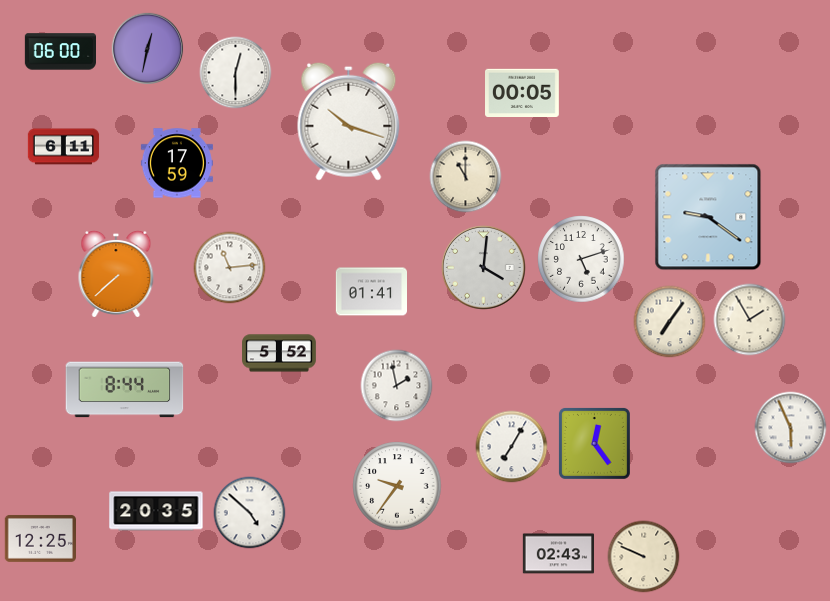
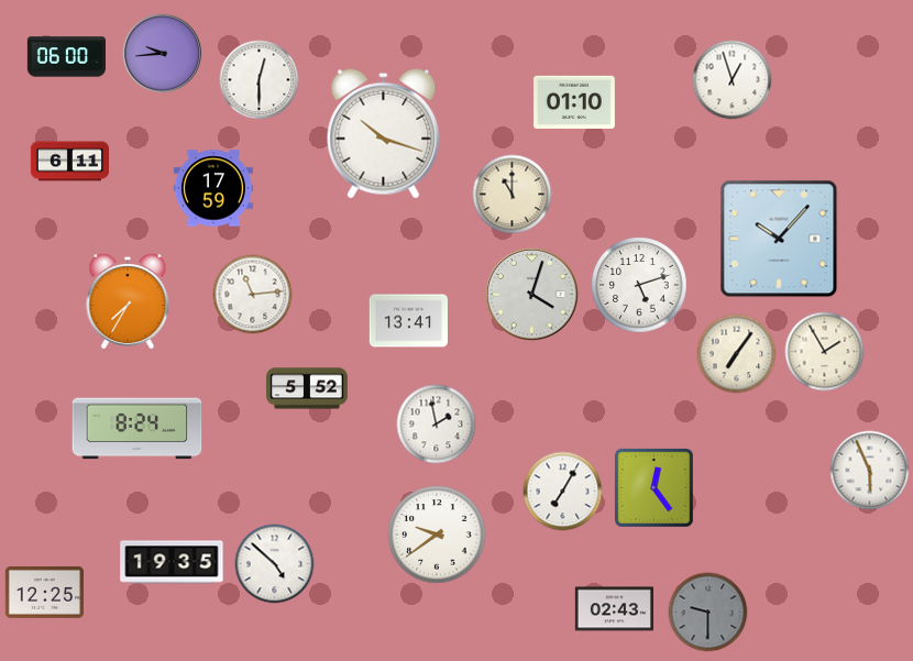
clock at (148, 49): 12:32 -> 9:44
clock at (733, 80): none -> 12:57
clock at (523, 92): 00:05 -> 01:10
clock at (177, 163) position: (177, 163) -> (213, 188)
clock at (708, 217): 9:21 -> 10:07
clock at (484, 268): 4:01 -> 4:03
clock at (116, 274): 7:38 -> 7:35
clock at (371, 292): 01:41 -> 13:41
clock at (125, 390): 8:44 -> 8:24
clock at (397, 486): 9:36 -> 9:39
clock at (156, 511): 20:35 -> 19:35
clock at (644, 557): 9:49 -> 9:30
clock at (644, 557) dial: cream -> grey
